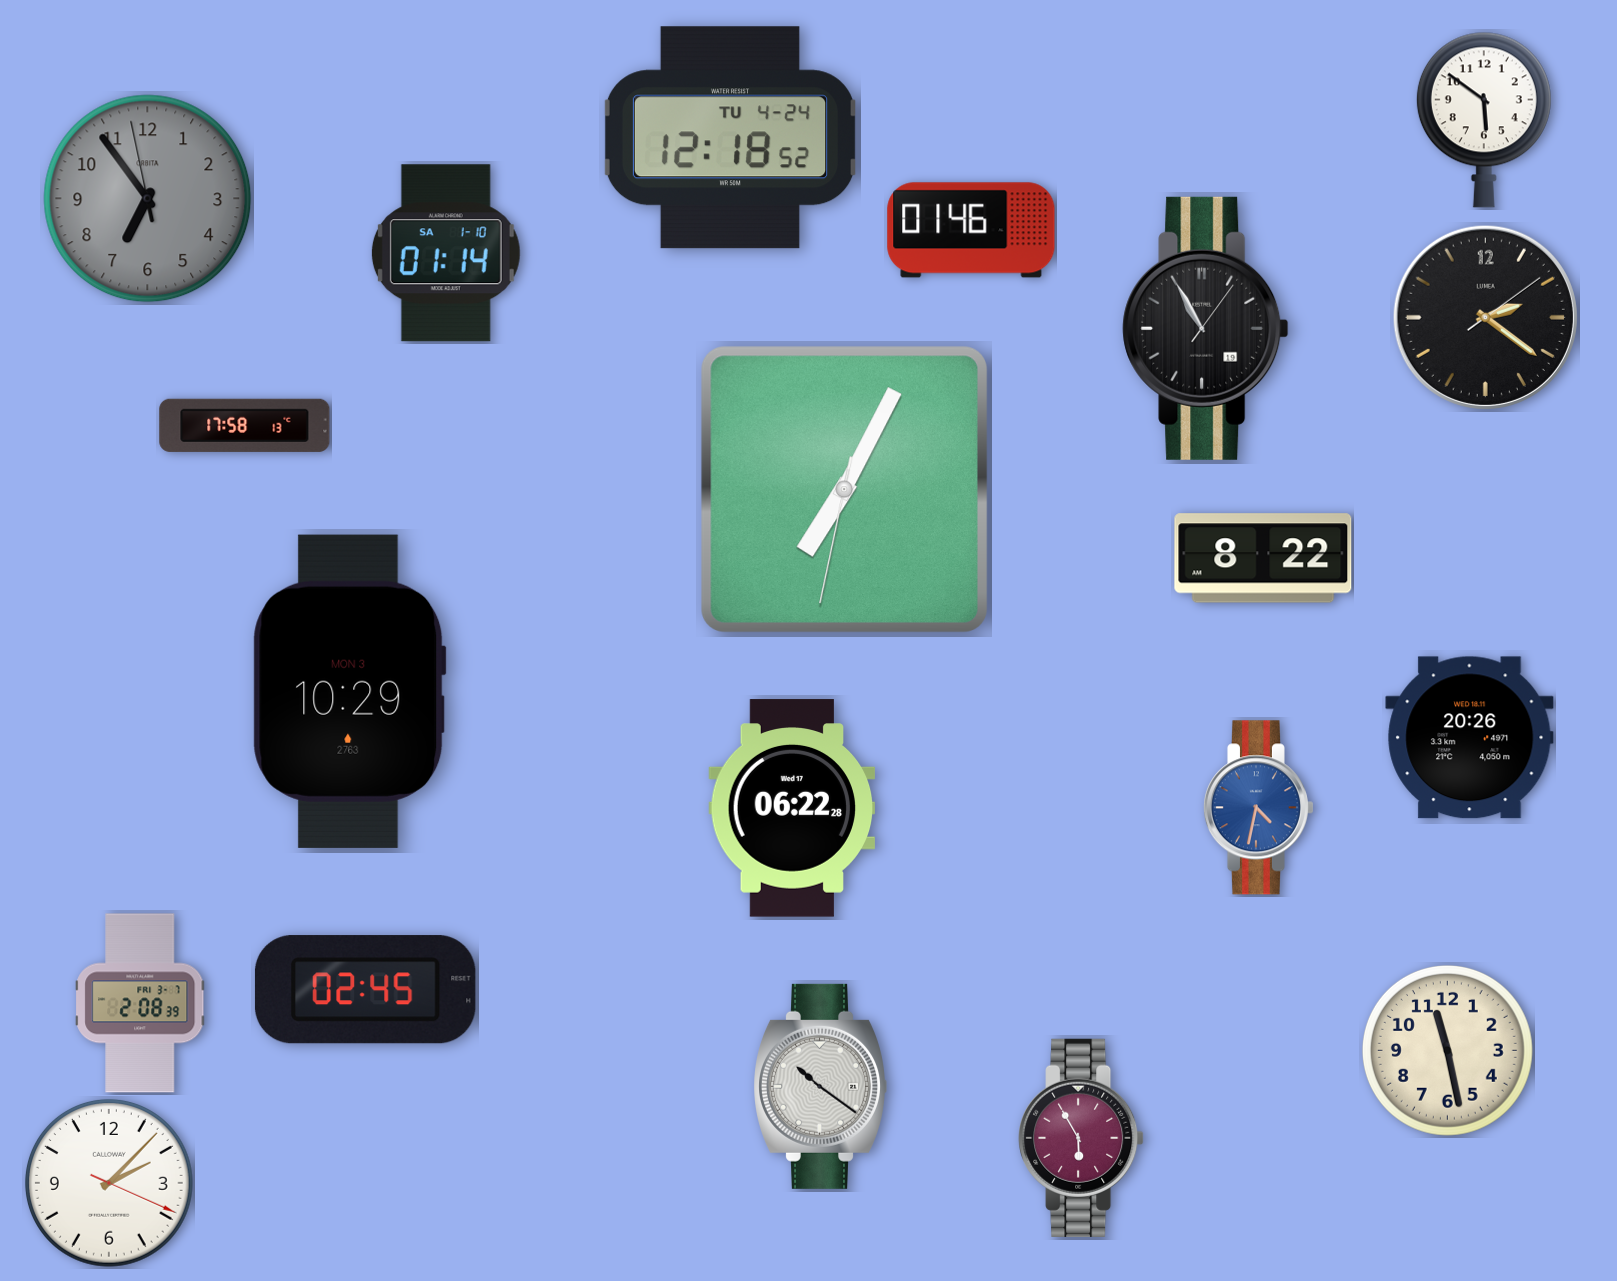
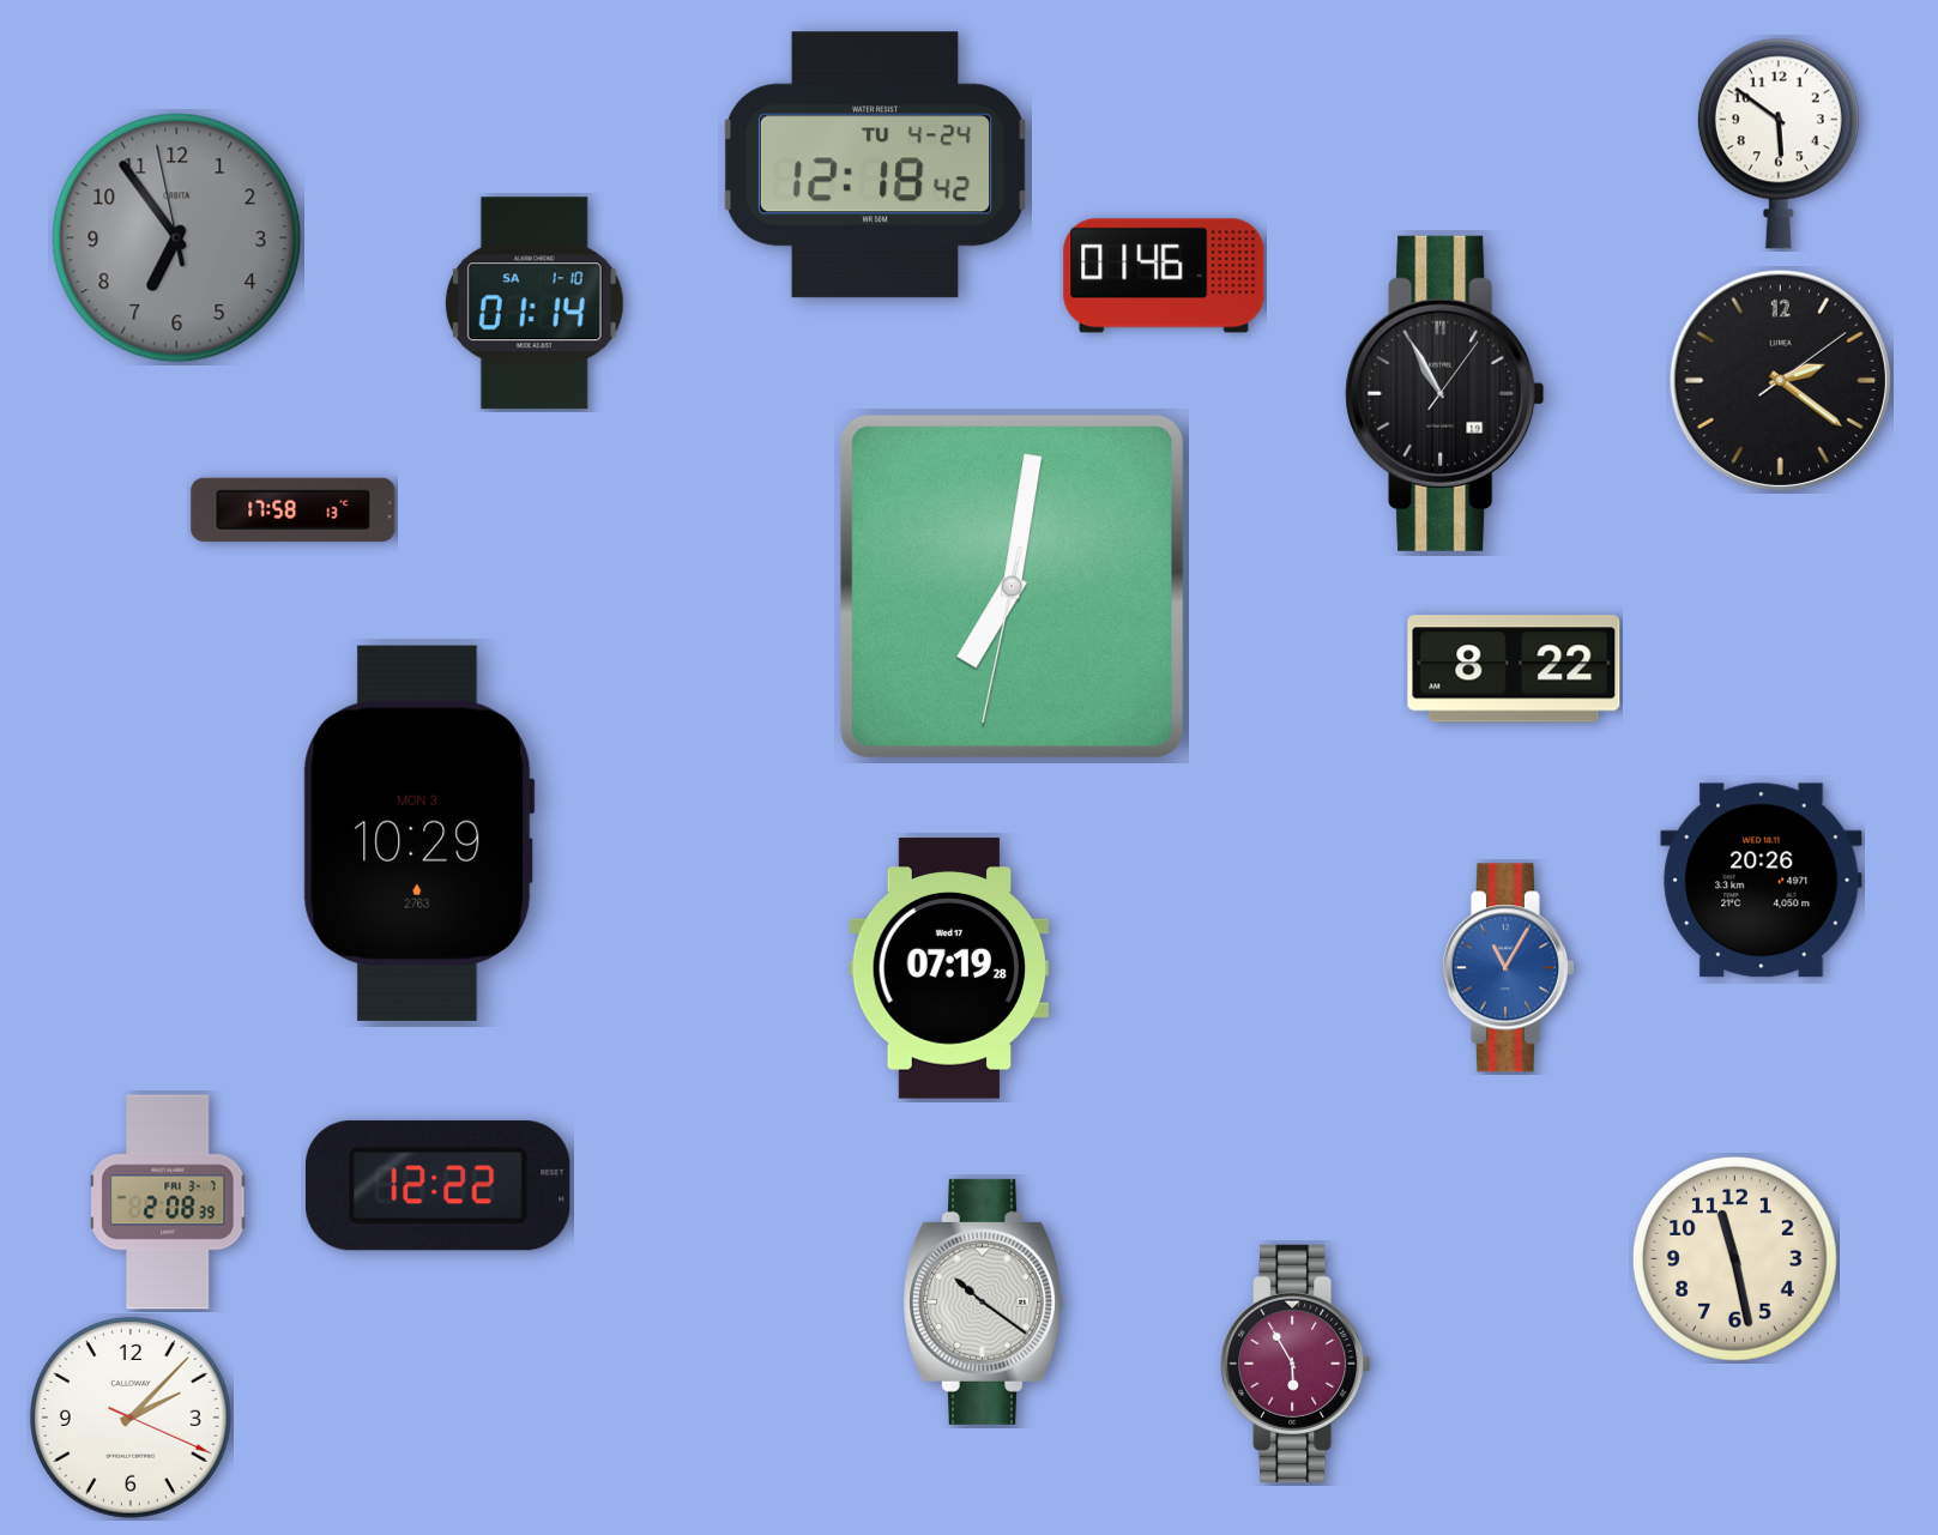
clock at (730, 138): 12:18:52 -> 12:18:42
clock at (844, 489): 7:04 -> 7:01
clock at (349, 691) position: (349, 691) -> (418, 833)
clock at (1470, 738) position: (1470, 738) -> (1762, 881)
clock at (792, 808): 06:22 -> 07:19
clock at (1258, 808): 4:32 -> 11:05
clock at (365, 990): 02:45 -> 12:22
